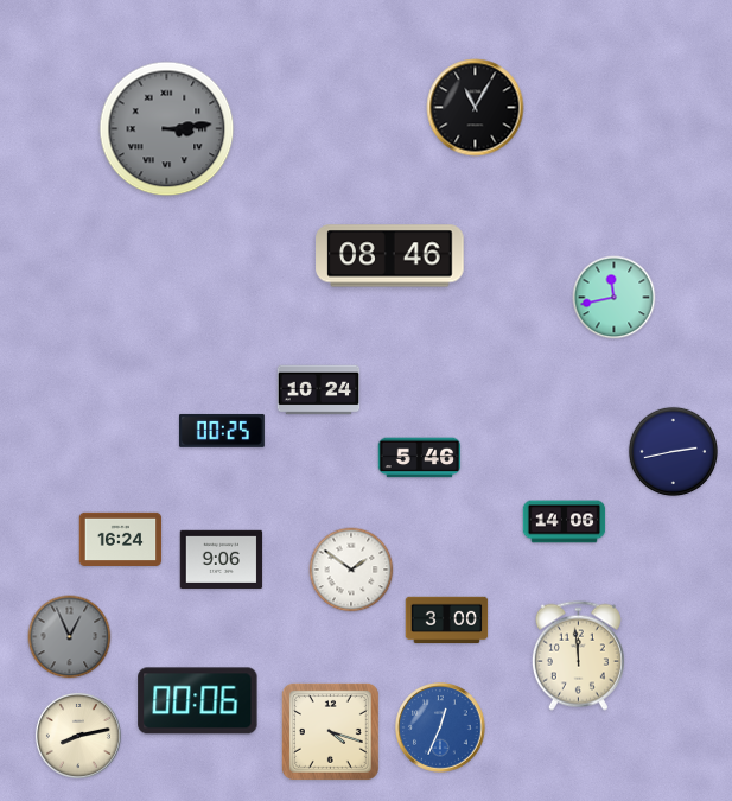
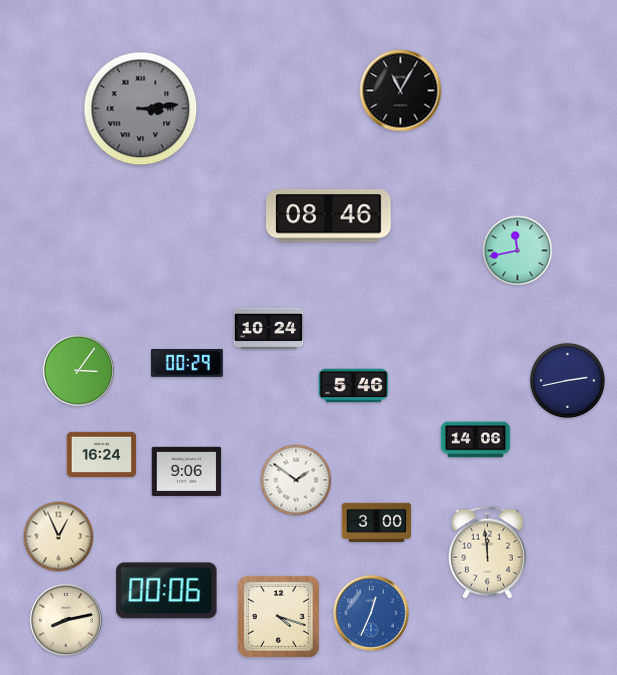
clock at (222, 431): 00:25 -> 00:29
clock at (78, 370): none -> 3:06
clock at (70, 637) dial: grey -> cream
